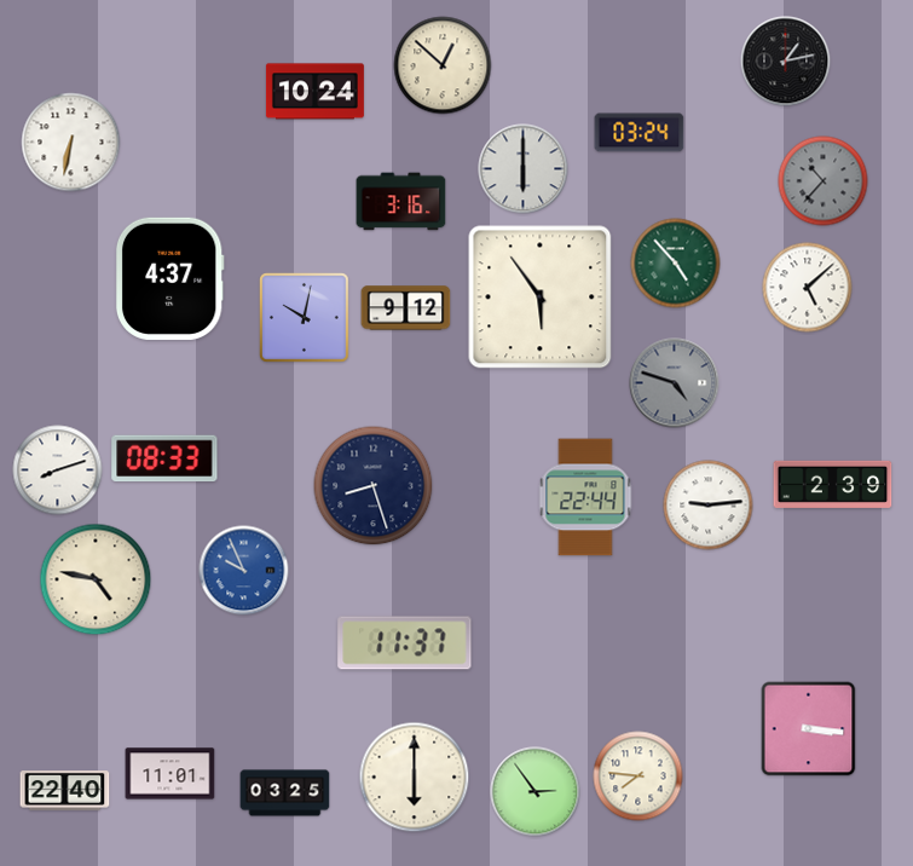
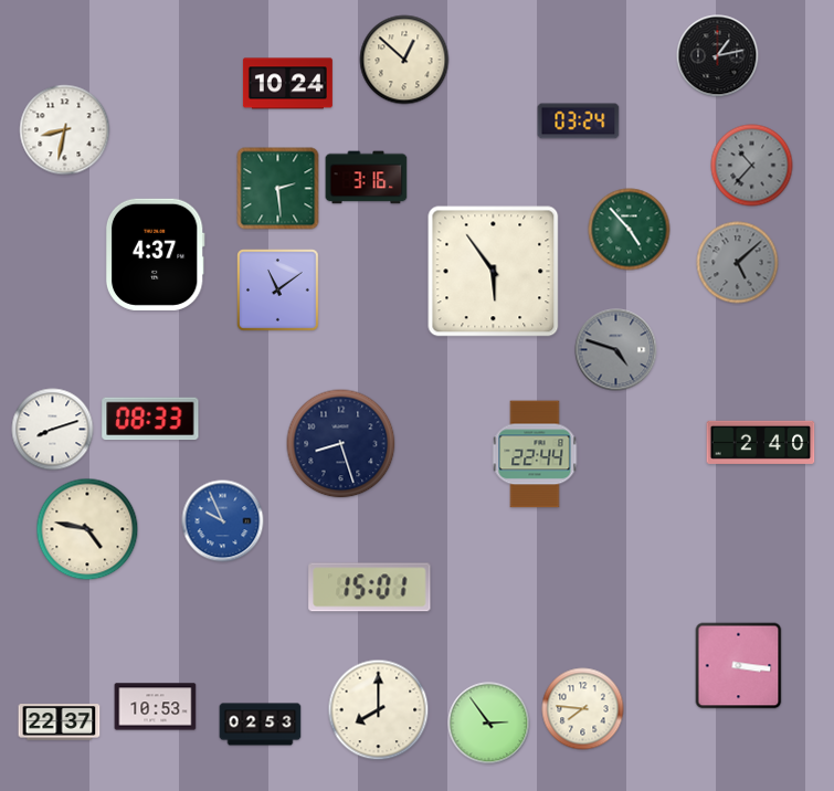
clock at (640, 133) position: (640, 133) -> (579, 122)
clock at (71, 143): 6:32 -> 8:32
clock at (524, 169): 6:00 -> none
clock at (401, 202) position: (401, 202) -> (367, 178)
clock at (278, 189): none -> 2:29
clock at (676, 264) position: (676, 264) -> (630, 230)
clock at (808, 288) dial: white -> grey
clock at (406, 308): 9:12 -> none
clock at (305, 318): 10:02 -> 11:09
clock at (833, 484): 2:39 -> 2:40
clock at (709, 506): 9:14 -> none
clock at (405, 643): 11:37 -> 15:01
clock at (171, 774): 11:01 -> 10:53
clock at (415, 778): 6:00 -> 8:00
clock at (65, 791): 22:40 -> 22:37
clock at (285, 793): 03:25 -> 02:53
